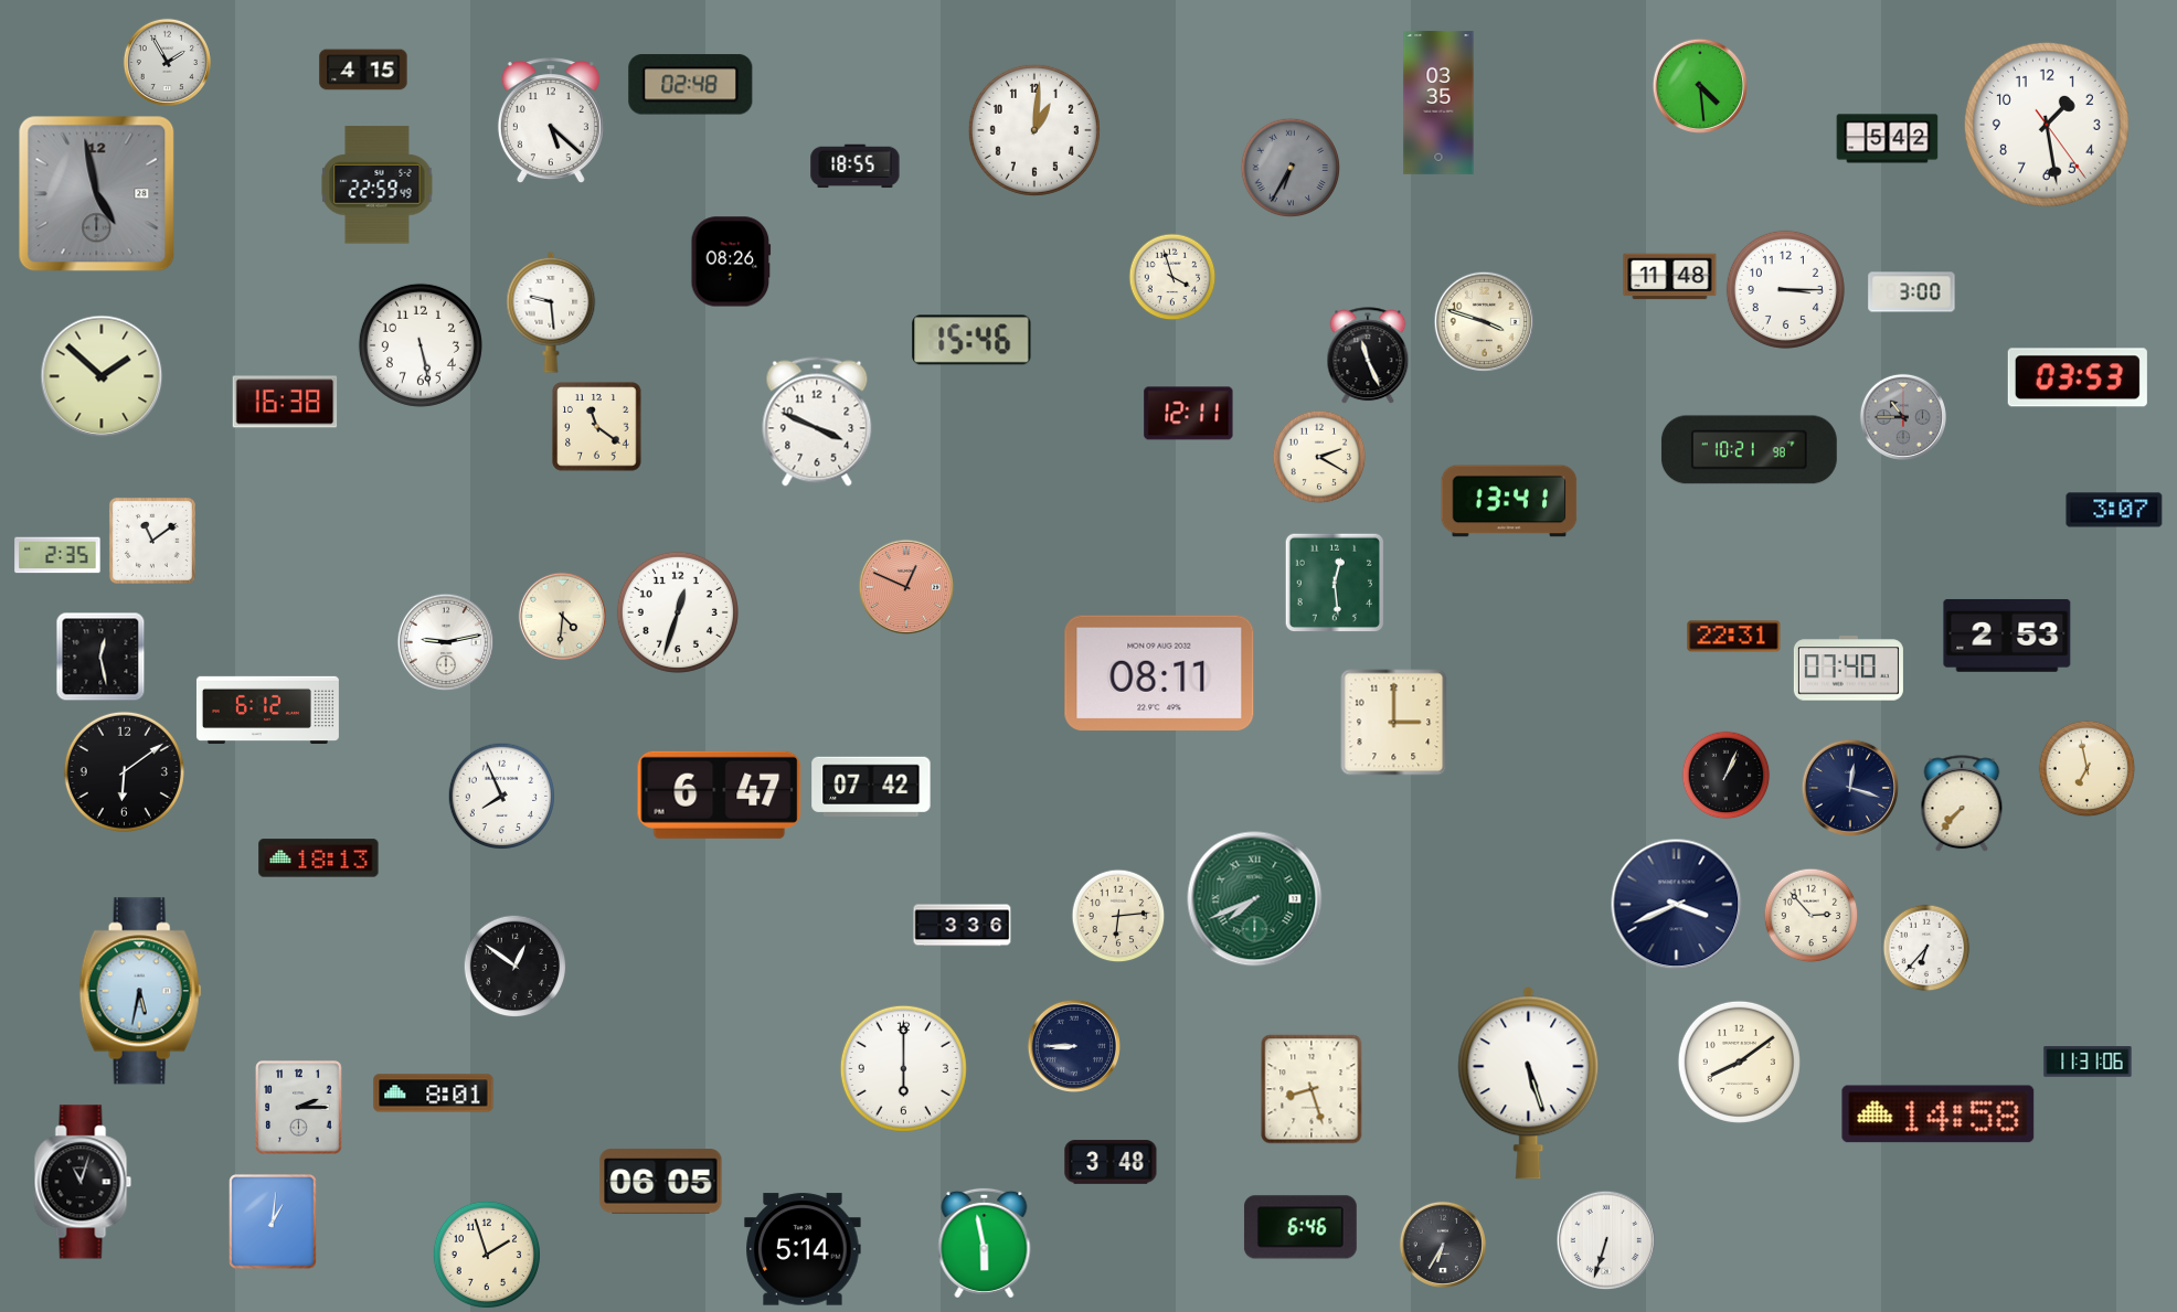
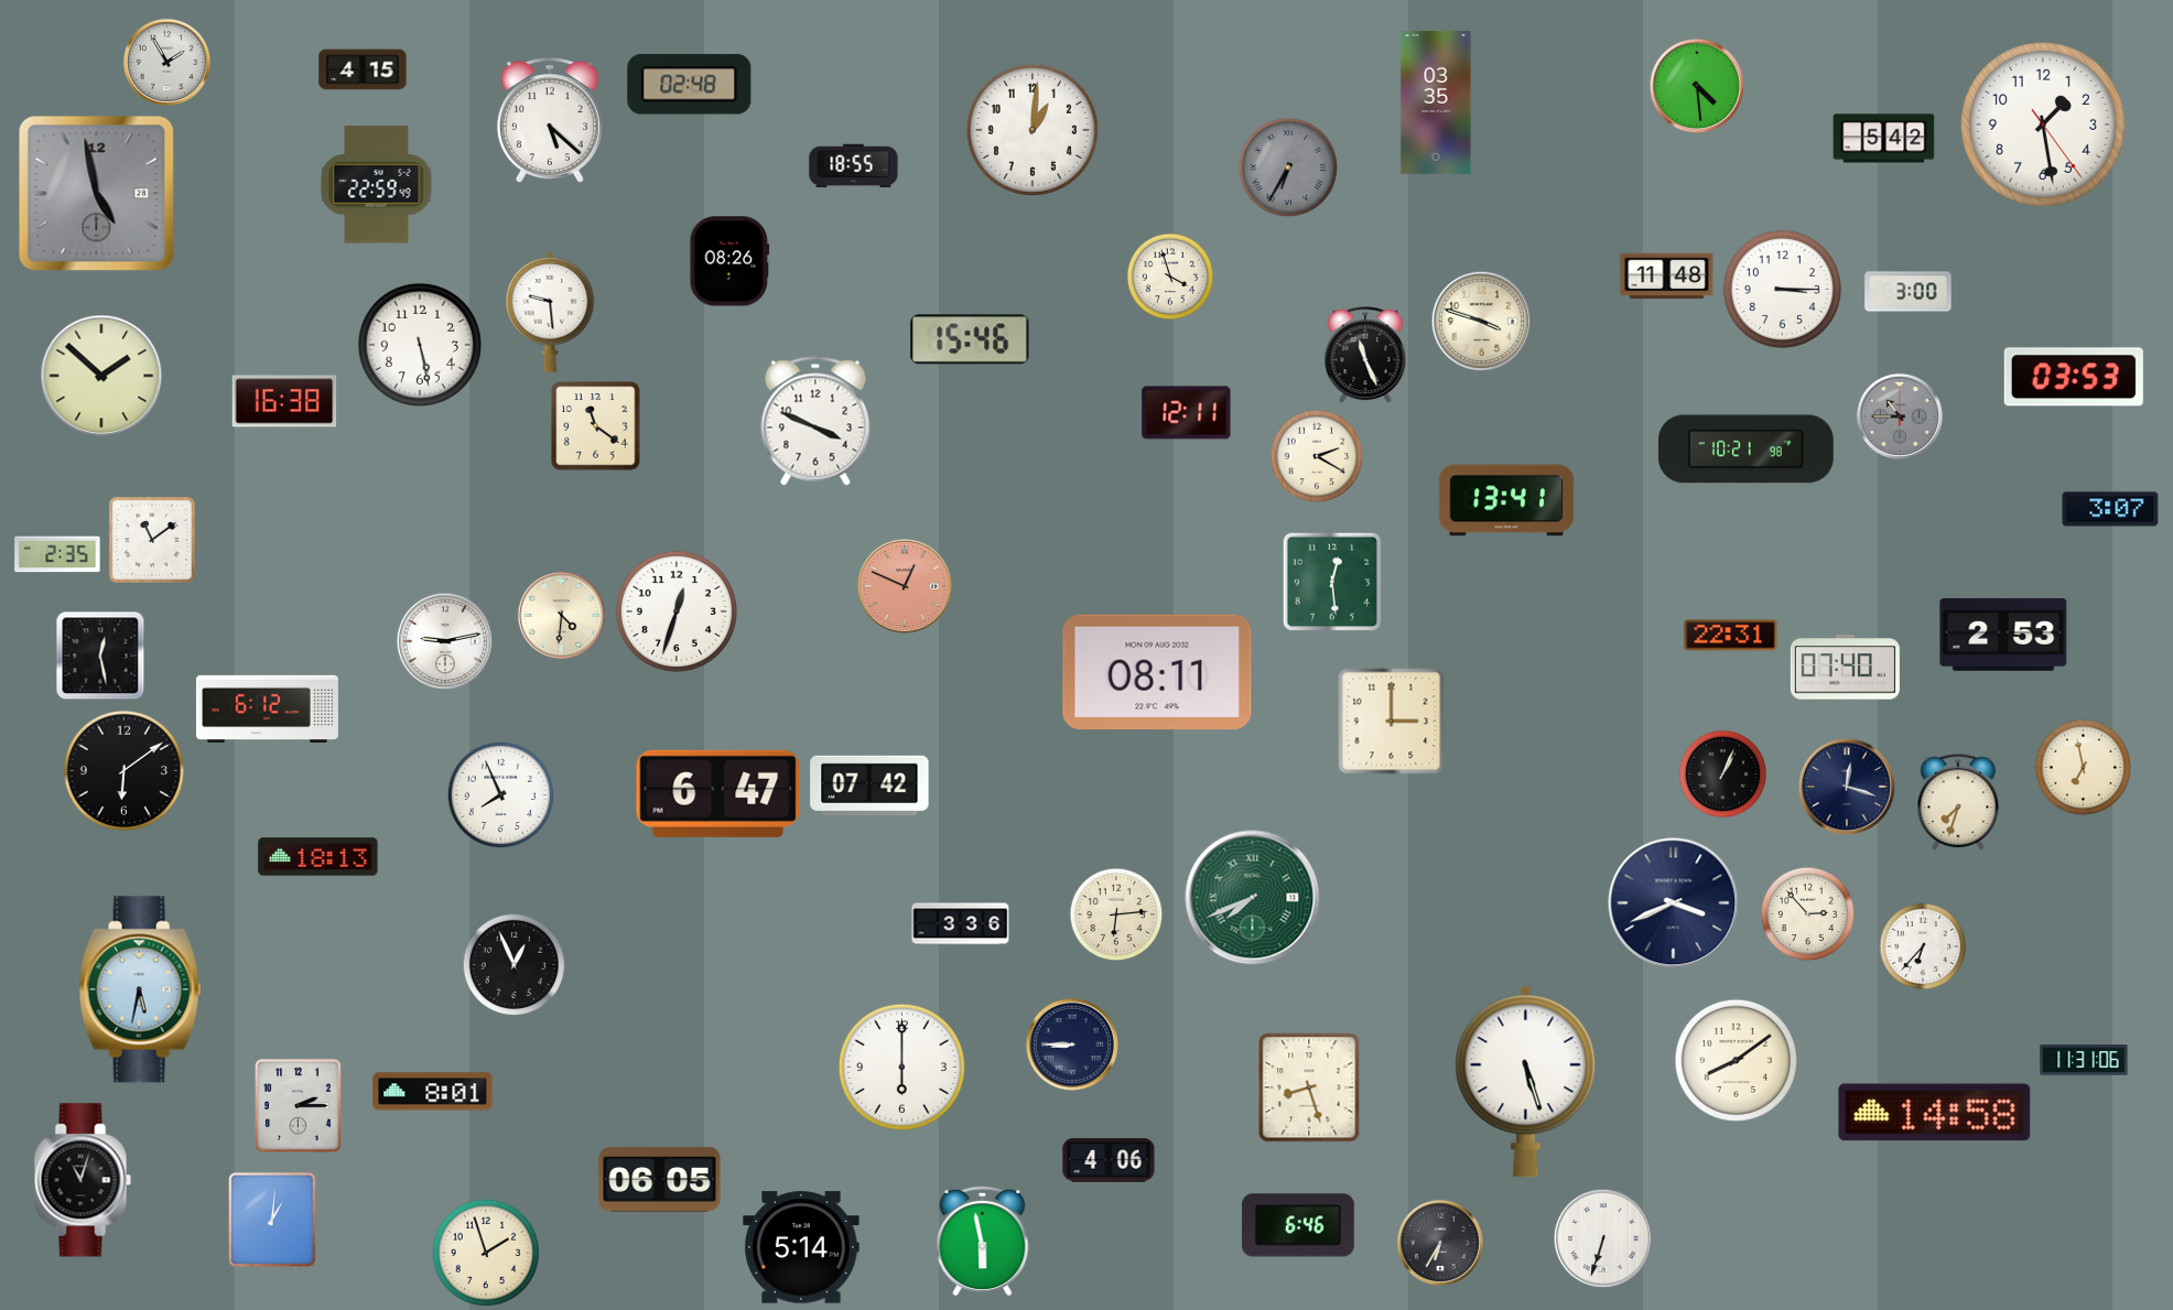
clock at (1962, 804): 7:37 -> 7:33
clock at (516, 967): 12:51 -> 12:56
clock at (1111, 1162): 3:48 -> 4:06
